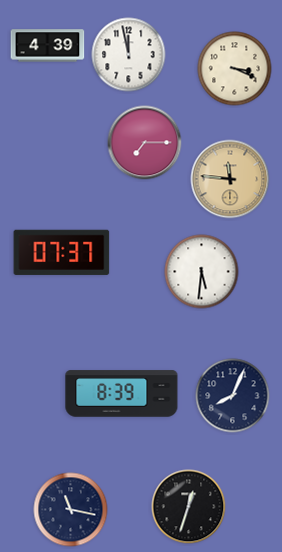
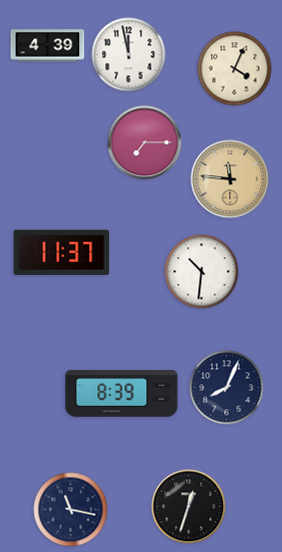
clock at (235, 69): 3:19 -> 4:04
clock at (62, 252): 07:37 -> 11:37
clock at (202, 272): 5:31 -> 10:31
clock at (233, 396) position: (233, 396) -> (227, 388)
